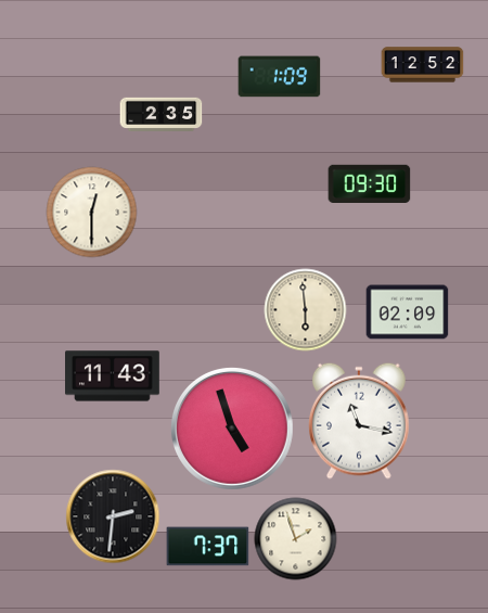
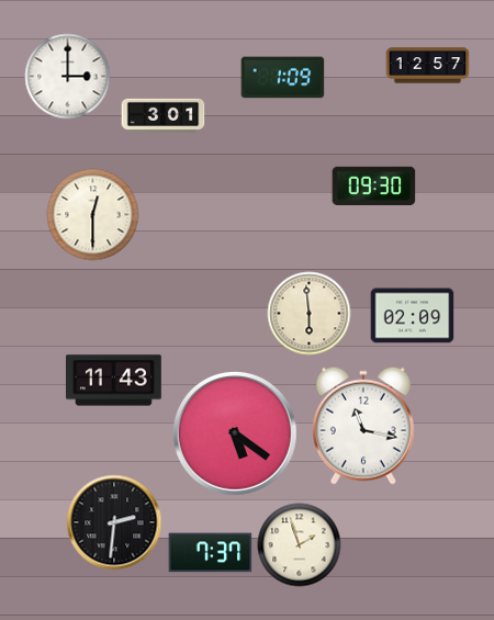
clock at (423, 65): 12:52 -> 12:57
clock at (68, 77): none -> 3:00
clock at (162, 114): 2:35 -> 3:01
clock at (232, 429): 4:57 -> 5:21
